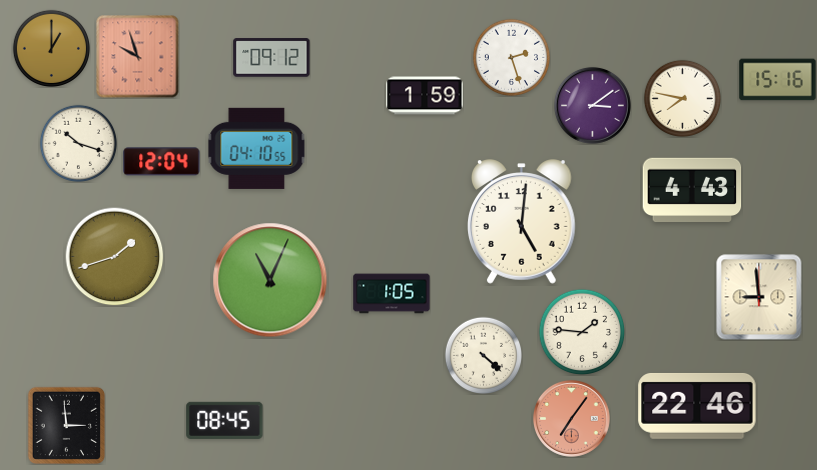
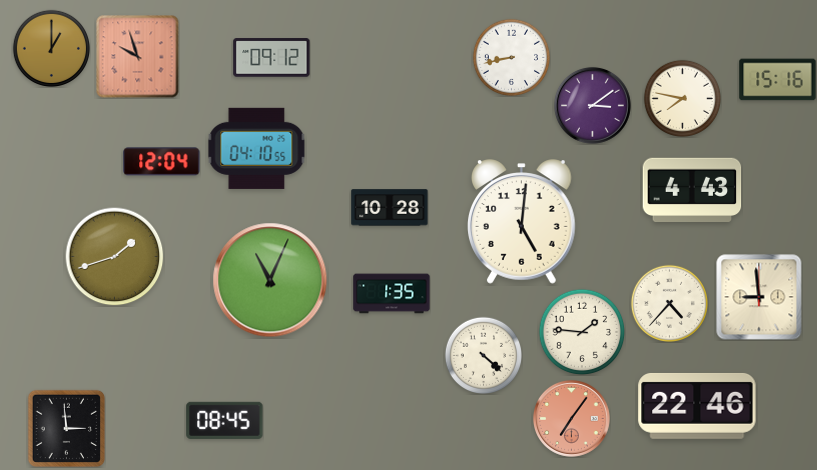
clock at (511, 57): 2:27 -> 8:43
clock at (425, 96): 1:59 -> none
clock at (78, 143): 10:18 -> none
clock at (390, 208): none -> 10:28
clock at (392, 294): 1:05 -> 1:35
clock at (669, 303): none -> 4:37
clock at (66, 425) position: (66, 425) -> (66, 428)
